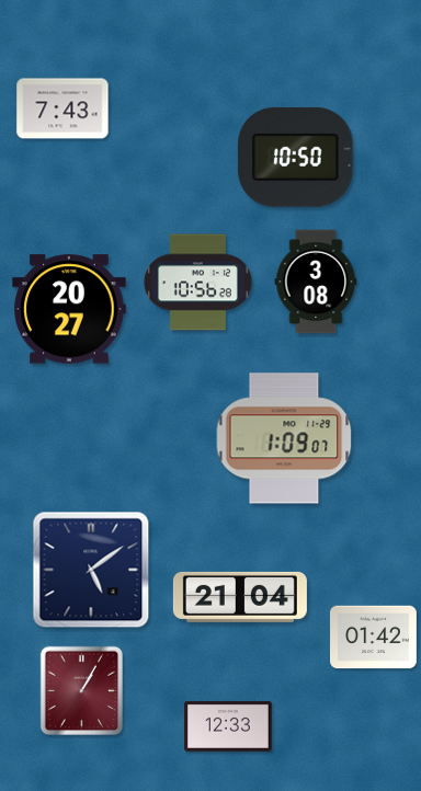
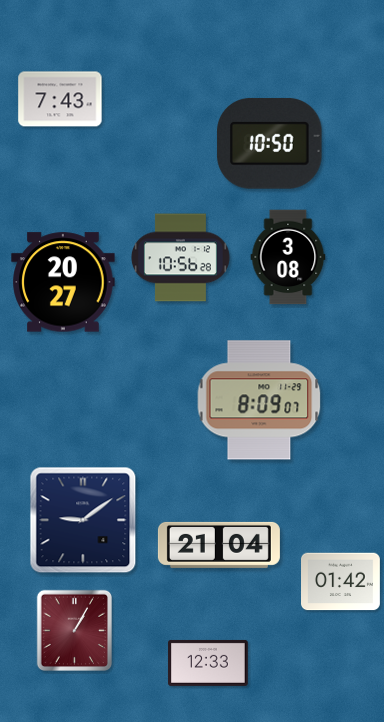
clock at (62, 108) position: (62, 108) -> (60, 99)
clock at (284, 438): 1:09 -> 8:09
clock at (91, 570): 5:09 -> 9:09
